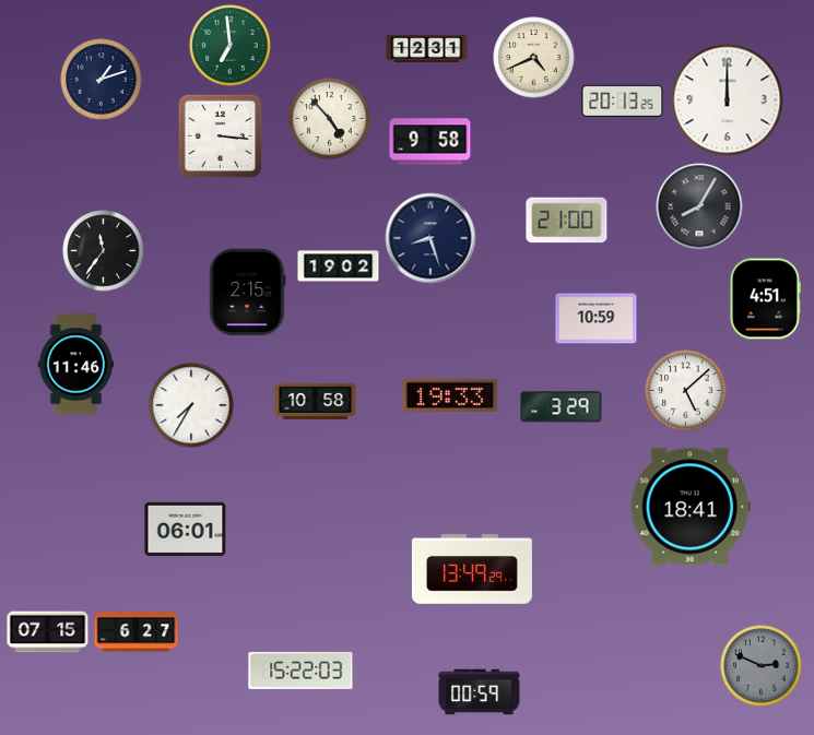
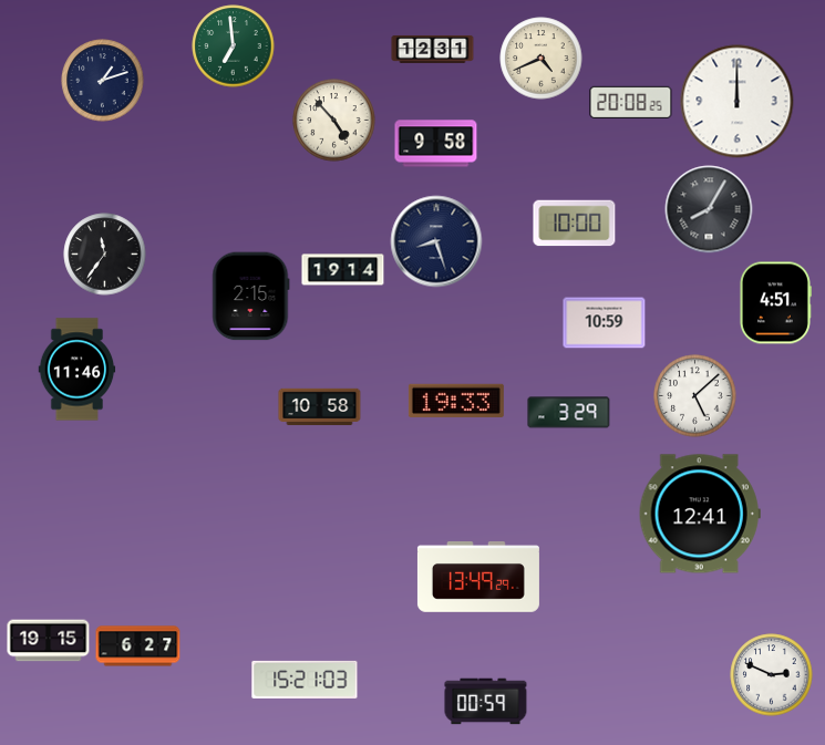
clock at (623, 100): 20:13 -> 20:08
clock at (221, 137): 3:16 -> none
clock at (567, 221): 21:00 -> 10:00
clock at (339, 266): 19:02 -> 19:14
clock at (191, 405): 7:35 -> none
clock at (691, 507): 18:41 -> 12:41
clock at (186, 530): 06:01 -> none
clock at (48, 632): 07:15 -> 19:15
clock at (137, 632) position: (137, 632) -> (138, 646)
clock at (762, 666) dial: grey -> white
clock at (300, 671): 15:22 -> 15:21
